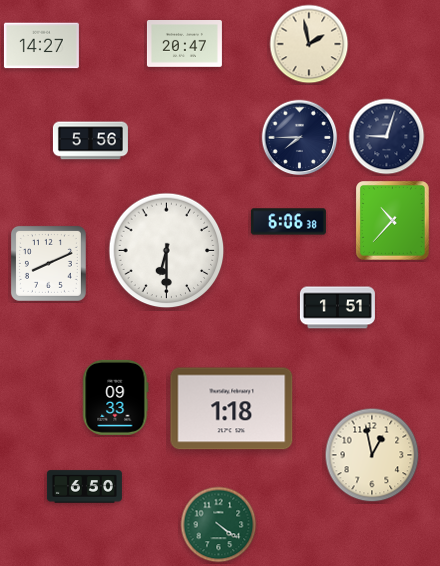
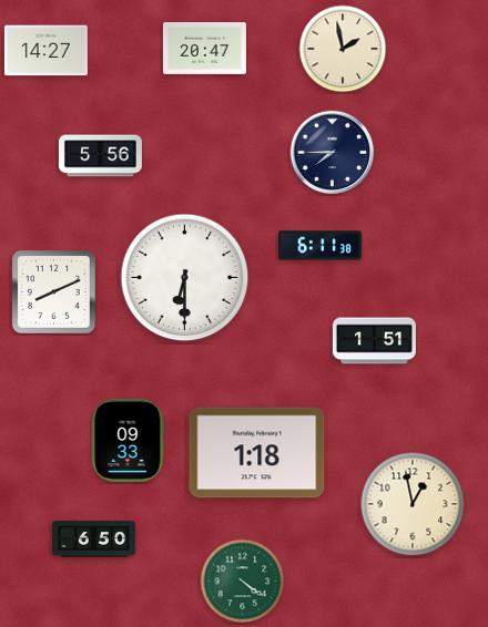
clock at (387, 137): 9:03 -> none
clock at (393, 221): 10:37 -> none
clock at (288, 222): 6:06 -> 6:11
